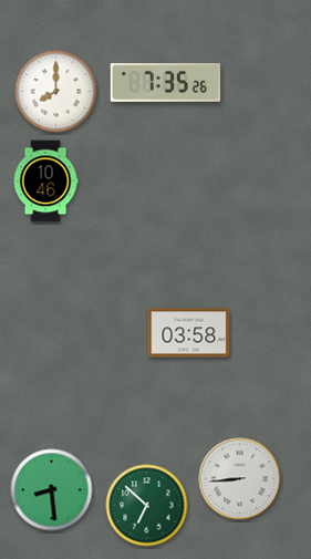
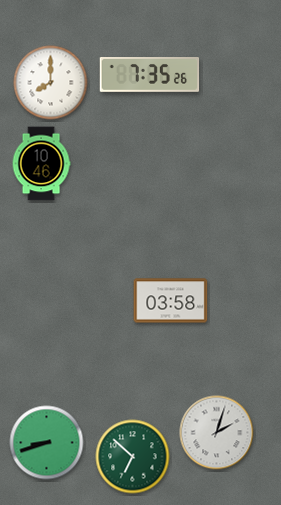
clock at (240, 479): 8:44 -> 2:03
clock at (52, 490): 8:29 -> 8:42
